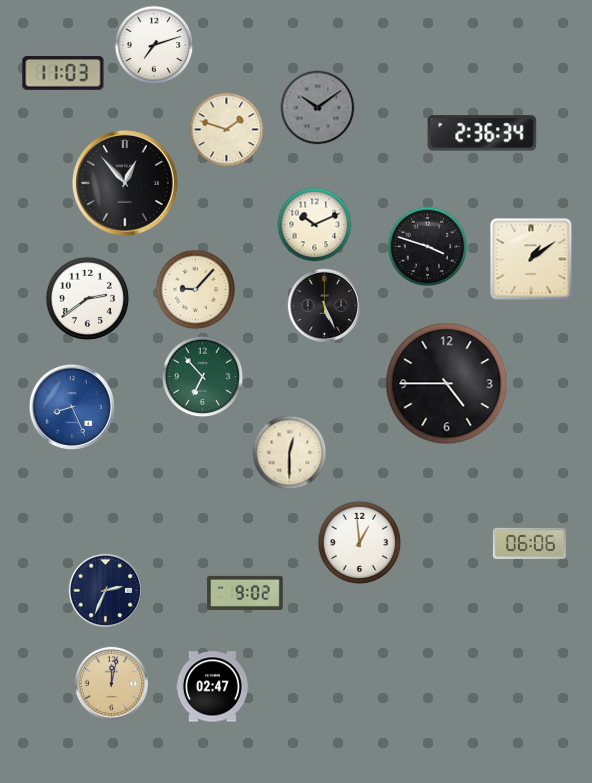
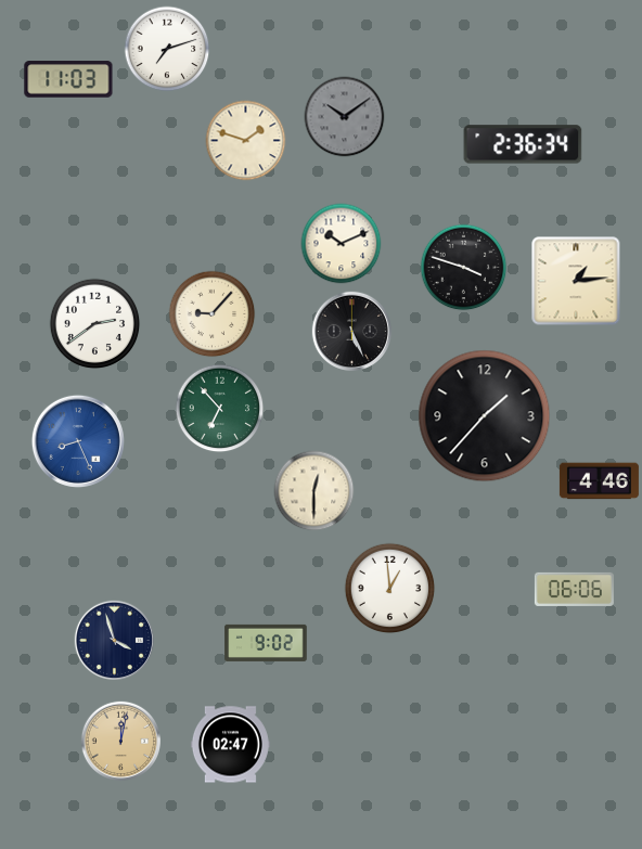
clock at (125, 183): 12:53 -> none
clock at (531, 259): 1:09 -> 1:14
clock at (447, 384): 4:45 -> 1:37
clock at (599, 481): none -> 4:46
clock at (105, 590): 2:34 -> 3:57
